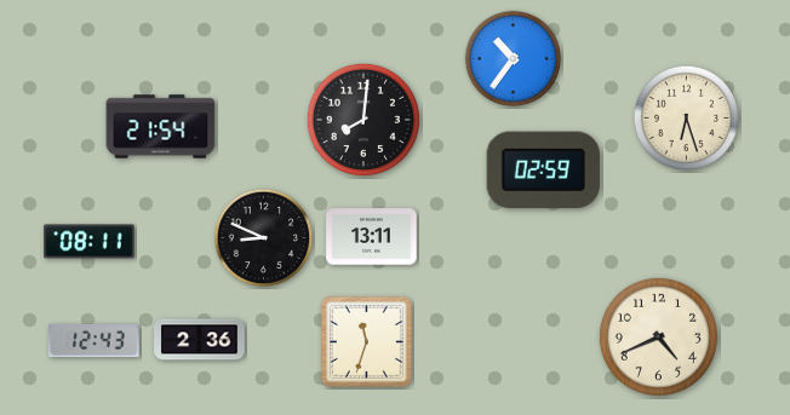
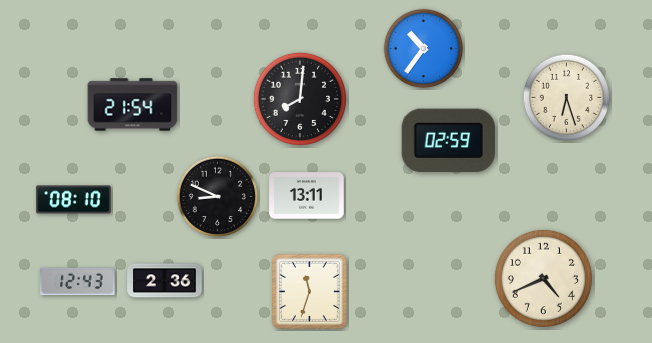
clock at (90, 242): 08:11 -> 08:10
clock at (366, 341) position: (366, 341) -> (309, 291)
